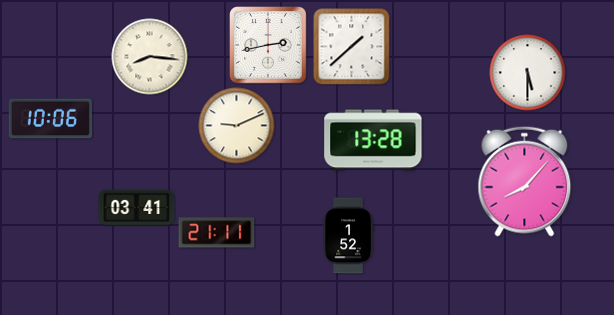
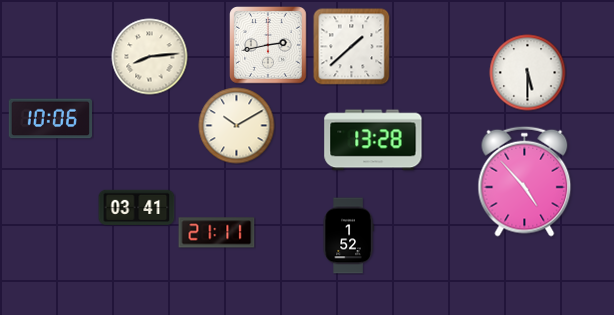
clock at (150, 57): 8:16 -> 8:14
clock at (237, 126): 9:11 -> 10:10
clock at (525, 181): 8:07 -> 4:53
